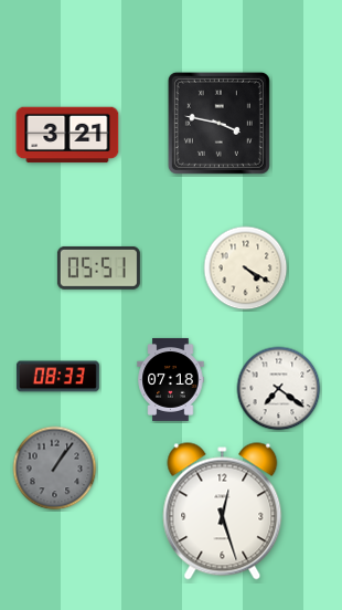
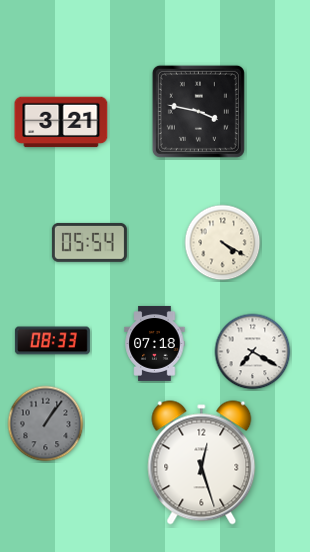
clock at (98, 267): 05:51 -> 05:54
clock at (279, 389): 7:21 -> 7:20
clock at (55, 469) position: (55, 469) -> (46, 424)
